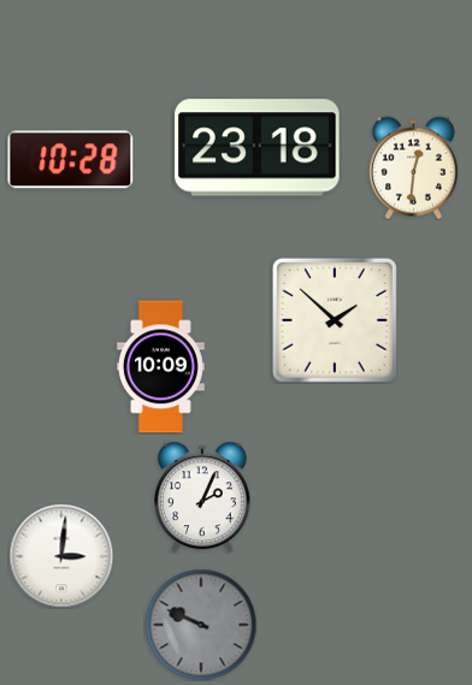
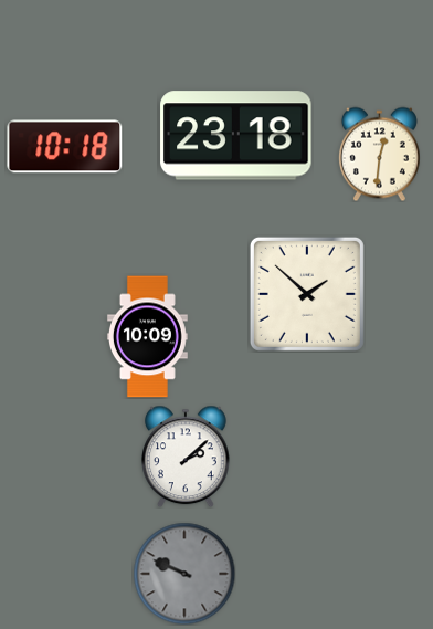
clock at (71, 160): 10:28 -> 10:18
clock at (203, 497): 2:04 -> 2:08
clock at (61, 556): 3:01 -> none
